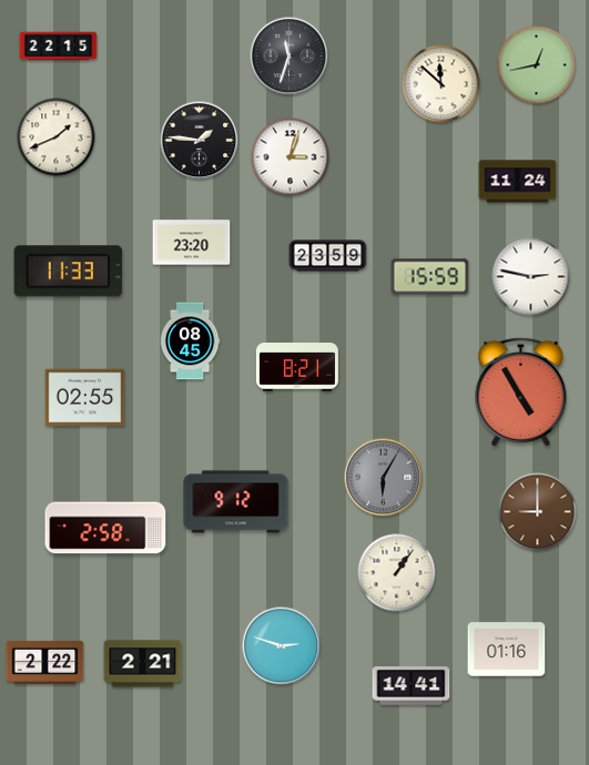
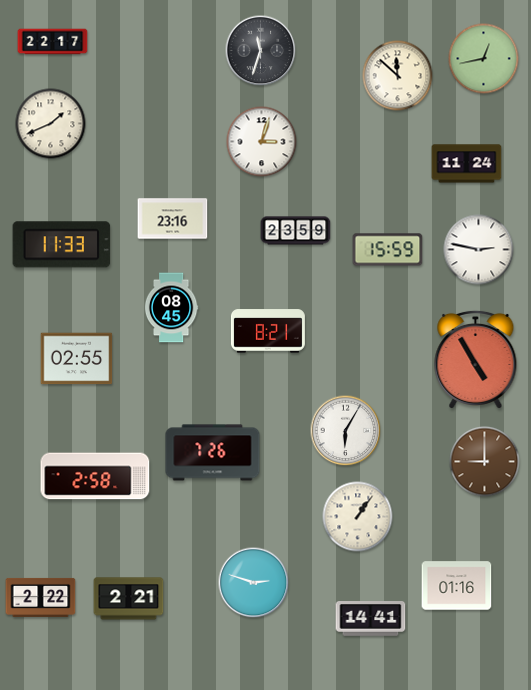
clock at (59, 47): 22:15 -> 22:17
clock at (200, 141): 1:46 -> none
clock at (192, 243): 23:20 -> 23:16
clock at (521, 391) position: (521, 391) -> (476, 359)
clock at (384, 478) dial: grey -> white
clock at (236, 502): 9:12 -> 7:26
